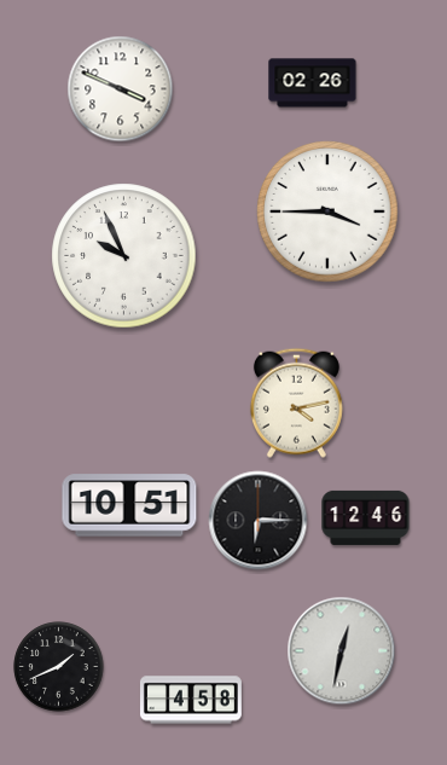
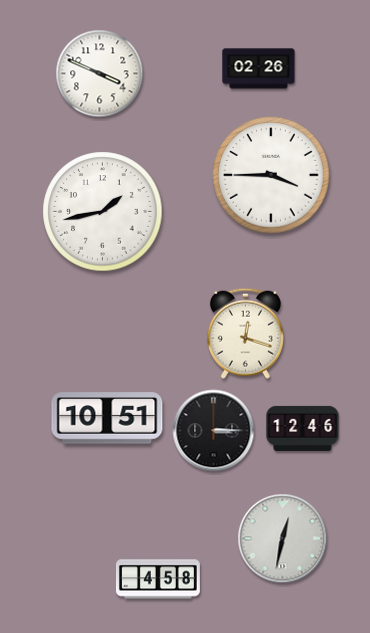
clock at (124, 256): 9:56 -> 1:43
clock at (296, 402): 4:13 -> 12:18
clock at (259, 521): 6:15 -> 3:15
clock at (59, 667): 1:41 -> none
